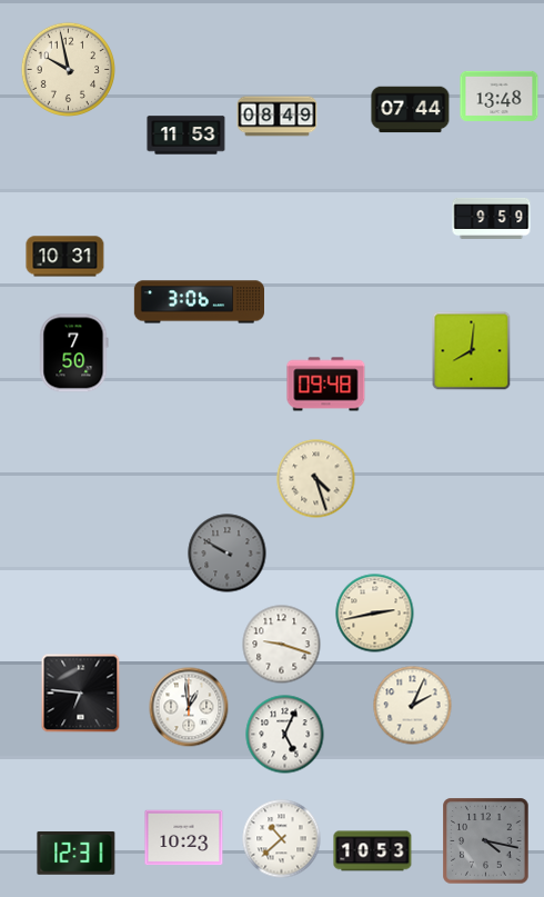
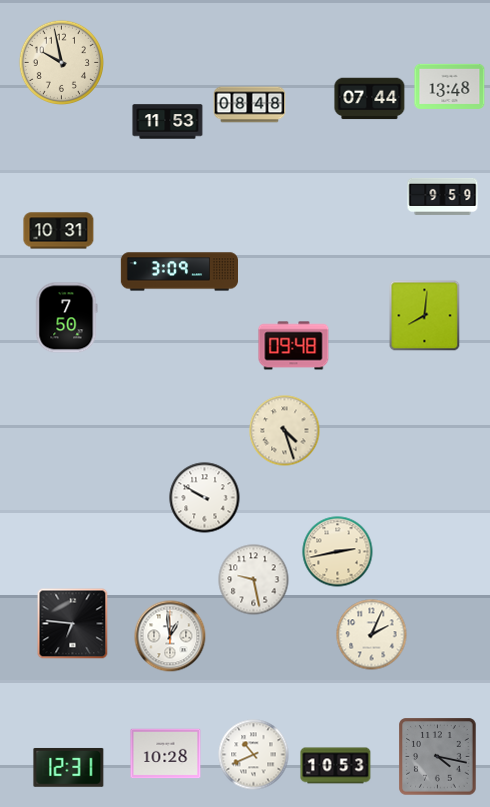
clock at (278, 117): 08:49 -> 08:48
clock at (199, 302): 3:06 -> 3:09
clock at (228, 554) dial: grey -> white
clock at (282, 645): 9:18 -> 9:28
clock at (285, 735): 5:04 -> none
clock at (184, 838): 10:23 -> 10:28
clock at (282, 839): 10:38 -> 10:41
